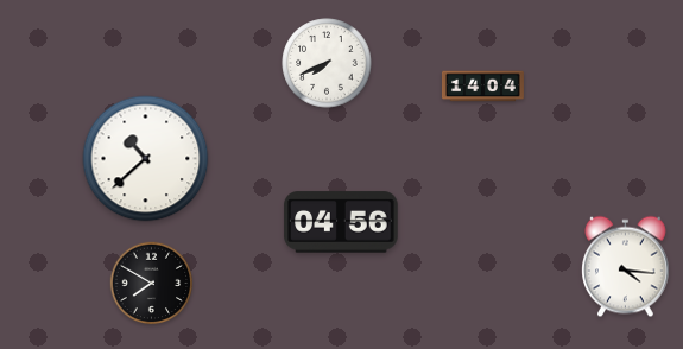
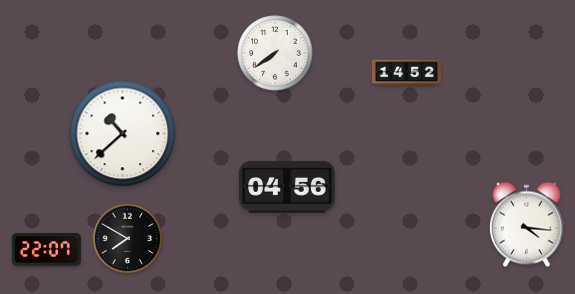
clock at (327, 63): 7:41 -> 7:39
clock at (482, 87): 14:04 -> 14:52
clock at (46, 250): none -> 22:07
